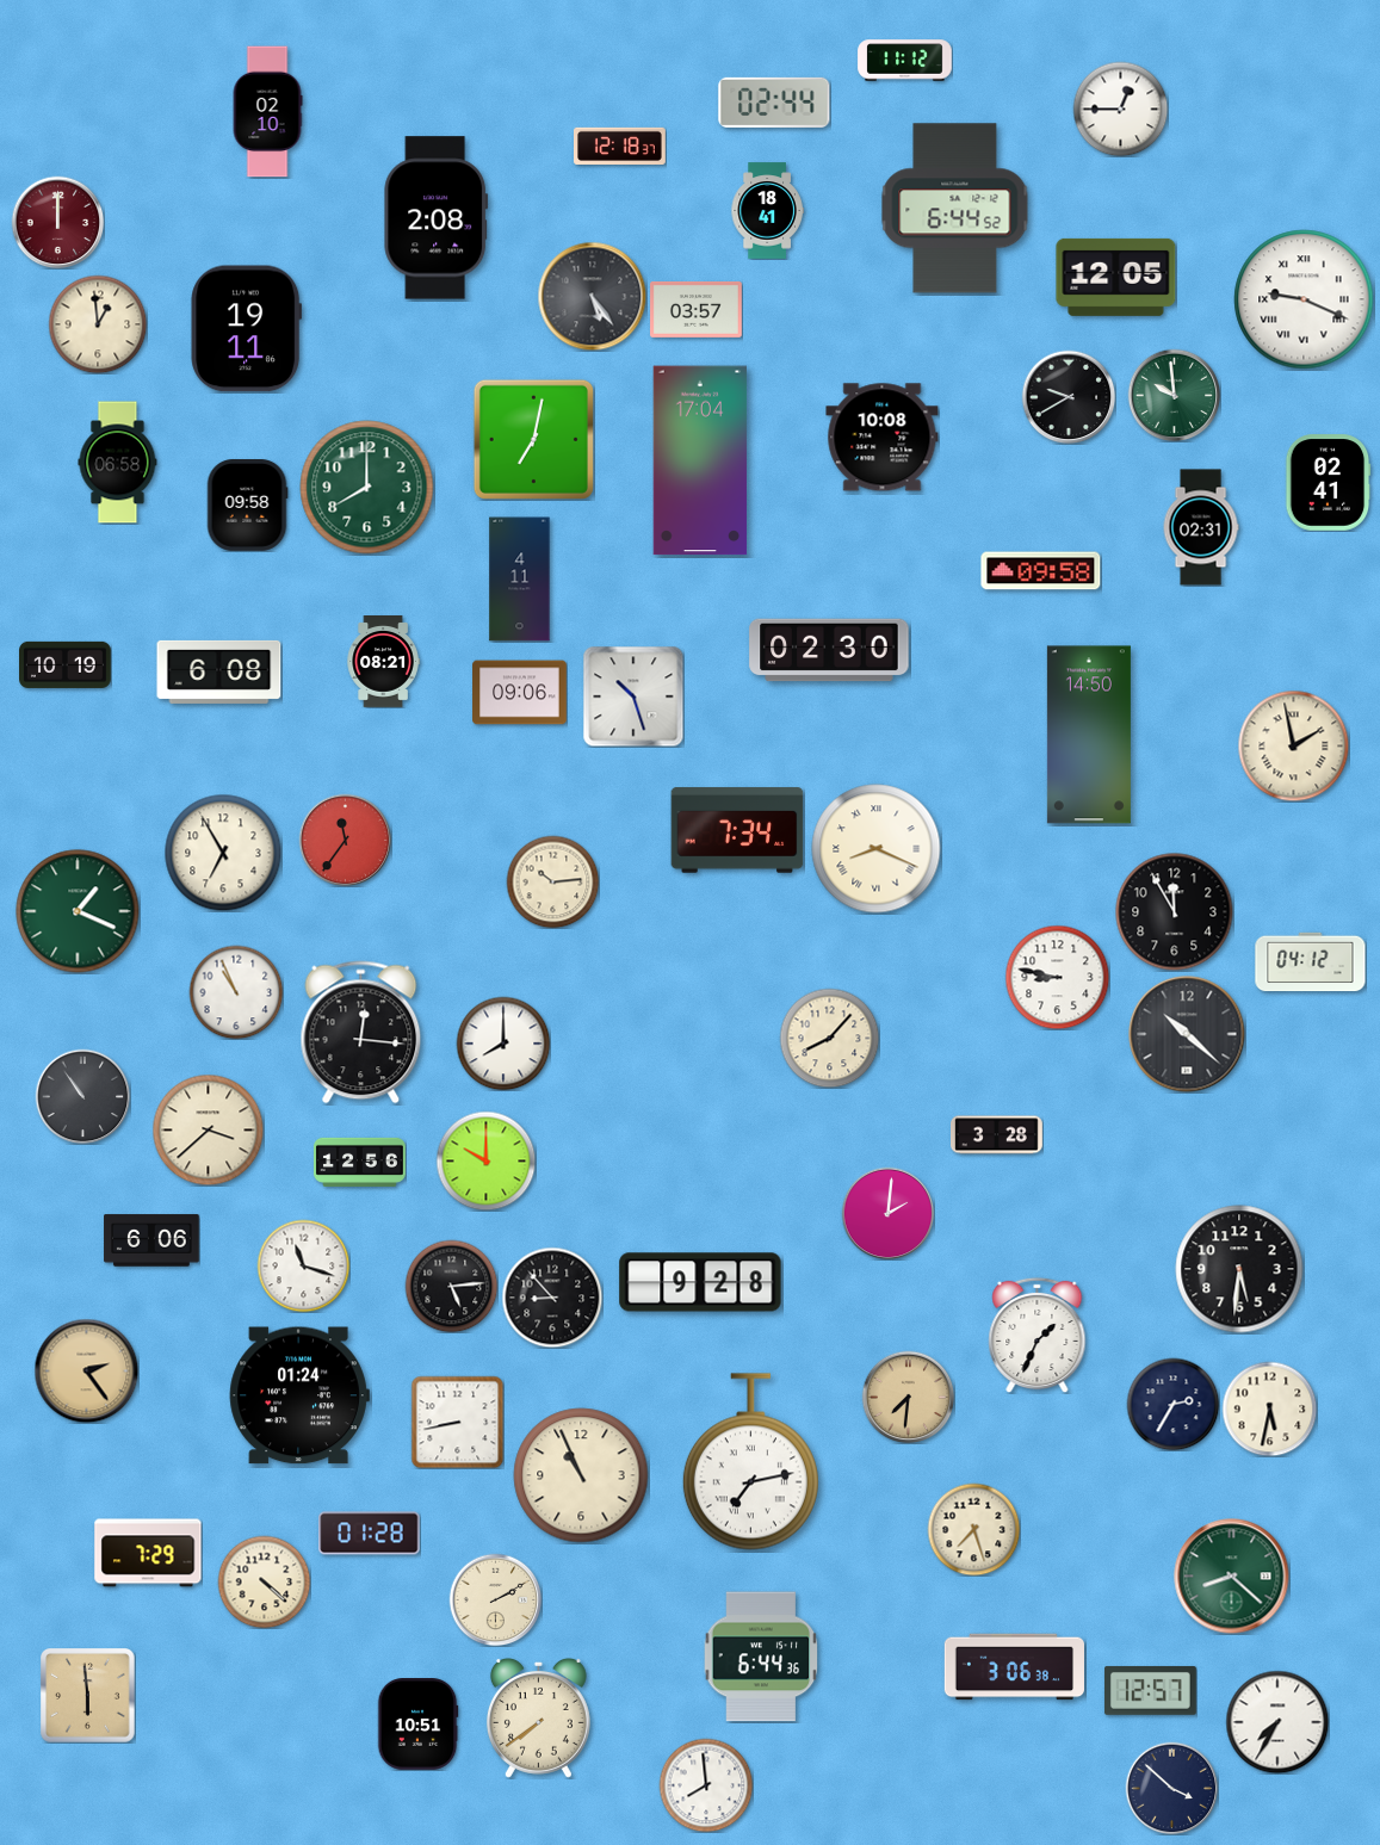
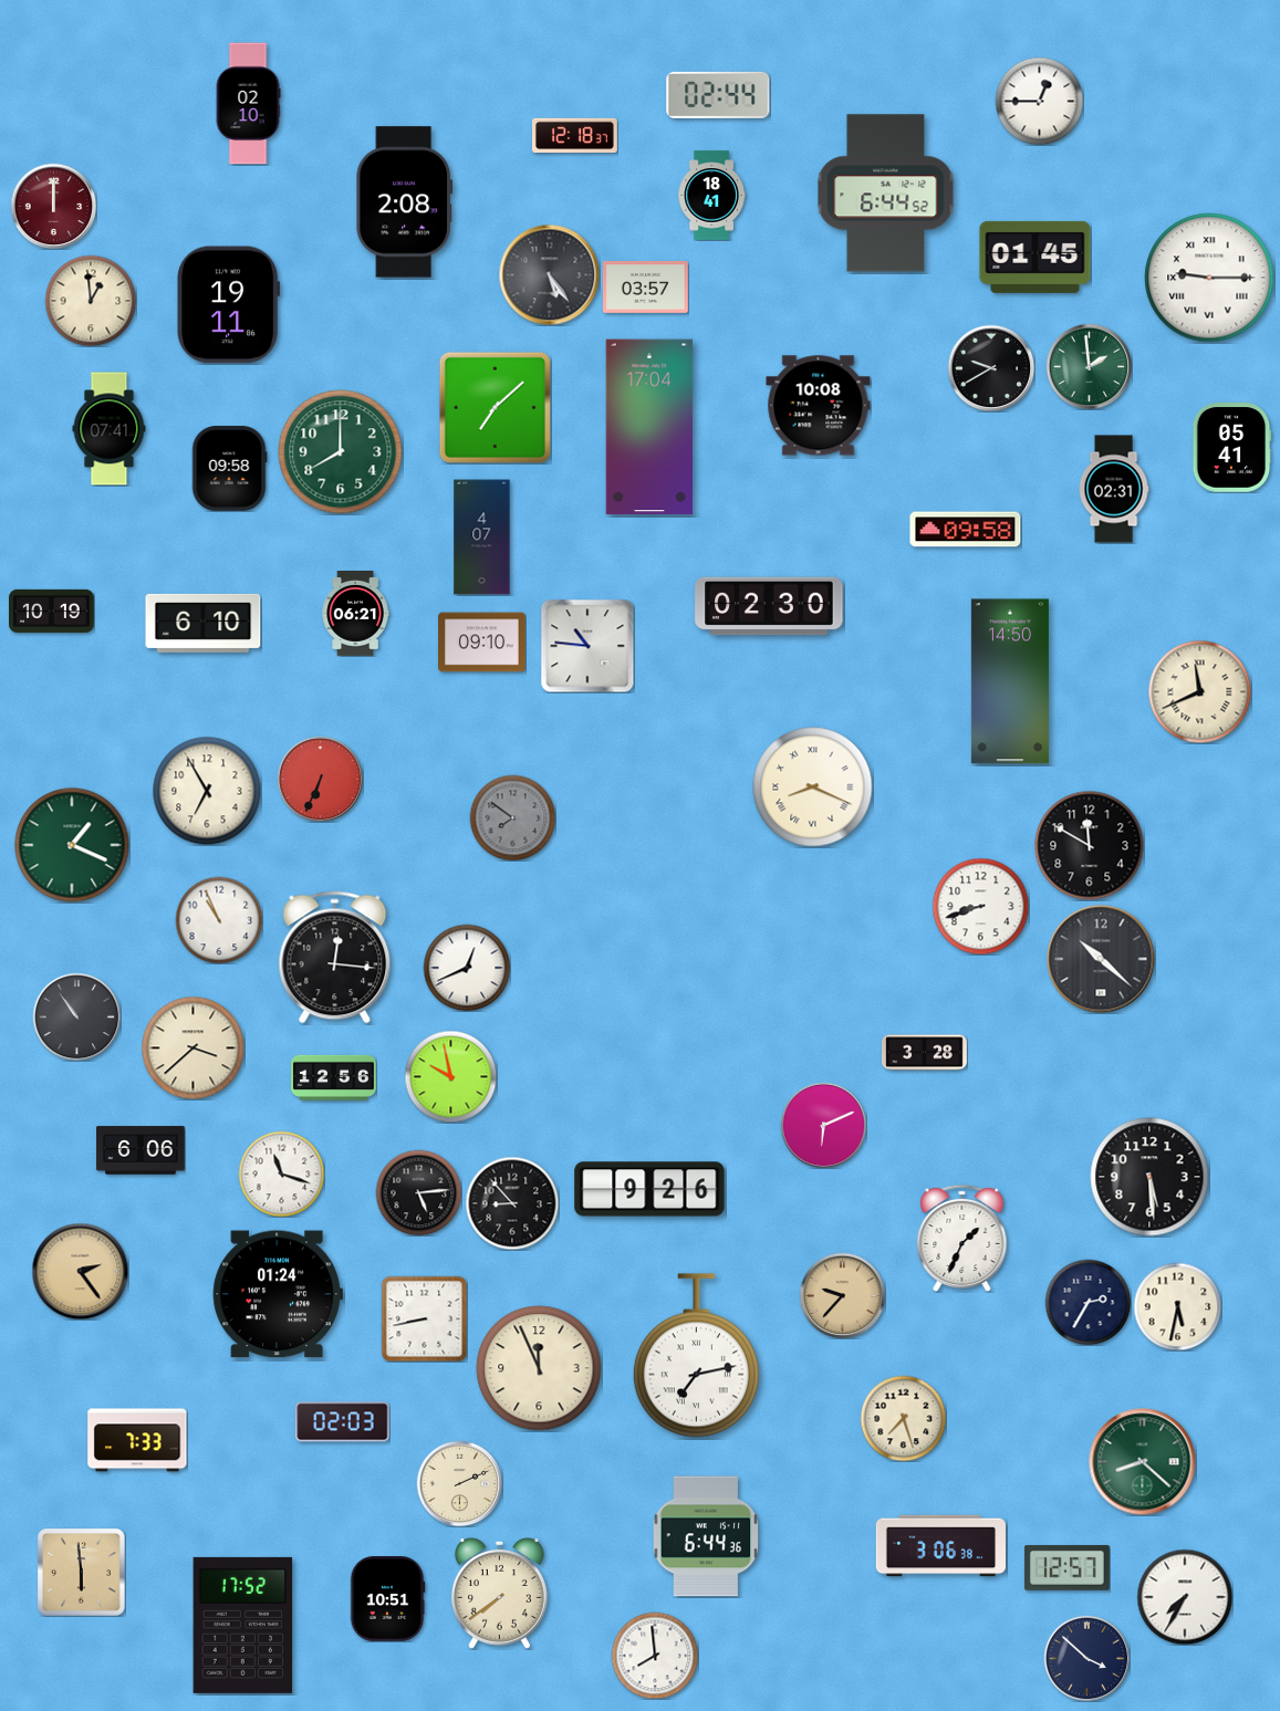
clock at (905, 61): 11:12 -> none
clock at (1116, 277): 12:05 -> 01:45
clock at (1304, 299): 9:19 -> 9:15
clock at (1174, 395): 9:59 -> 1:59
clock at (533, 439): 7:02 -> 7:08
clock at (118, 463): 06:58 -> 07:41
clock at (1328, 483): 02:41 -> 05:41
clock at (520, 580): 4:11 -> 4:07
clock at (829, 650) position: (829, 650) -> (769, 606)
clock at (383, 662): 08:21 -> 06:21
clock at (66, 664) position: (66, 664) -> (52, 611)
clock at (219, 671): 6:08 -> 6:10
clock at (520, 693): 09:06 -> 09:10
clock at (633, 696): 10:27 -> 10:46
clock at (1293, 745): 1:58 -> 11:41
clock at (737, 830): 7:34 -> none
clock at (345, 840): 11:36 -> 6:34
clock at (552, 881): 10:14 -> 7:51
clock at (552, 881) dial: cream -> grey
clock at (1175, 912): 11:55 -> 11:50
clock at (1311, 962): 04:12 -> none
clock at (1057, 977): 8:47 -> 8:42
clock at (829, 1038): 8:07 -> none
clock at (503, 1044): 8:00 -> 12:41
clock at (485, 1160): 10:00 -> 9:58
clock at (887, 1213): 2:01 -> 6:11
clock at (1239, 1269): 5:31 -> 5:29
clock at (700, 1282): 9:28 -> 9:26
clock at (908, 1397): 7:31 -> 9:37
clock at (581, 1475): 10:56 -> 11:56
clock at (370, 1534): 01:28 -> 02:03
clock at (148, 1553): 7:29 -> 7:33
clock at (264, 1581): 4:22 -> none
clock at (495, 1599): 2:10 -> 2:11
clock at (243, 1625): none -> 17:52
